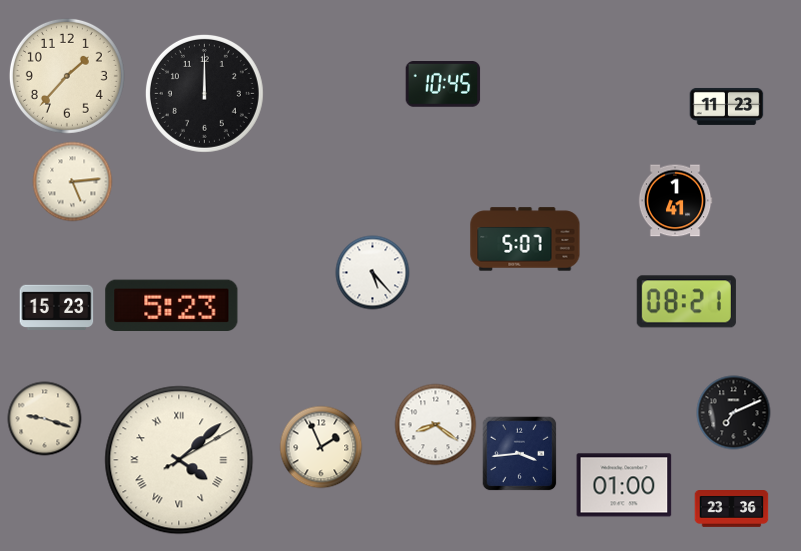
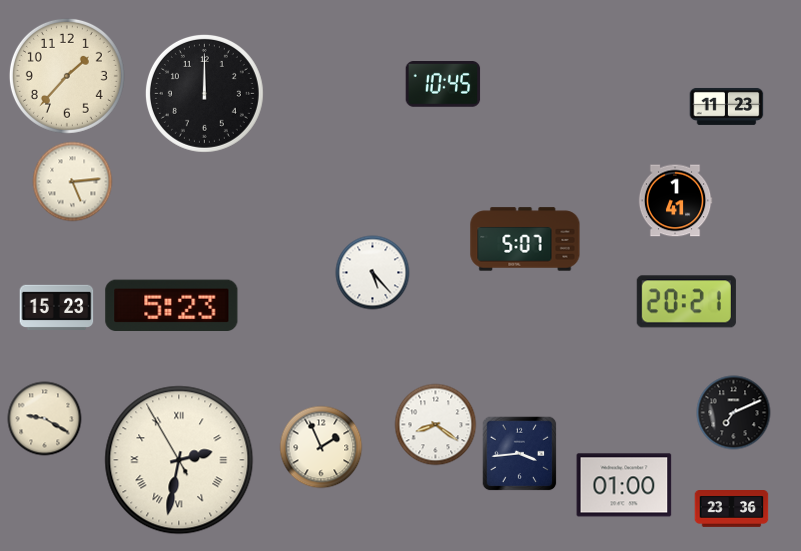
clock at (686, 302): 08:21 -> 20:21
clock at (45, 419): 9:18 -> 9:20
clock at (179, 460): 4:08 -> 2:31
